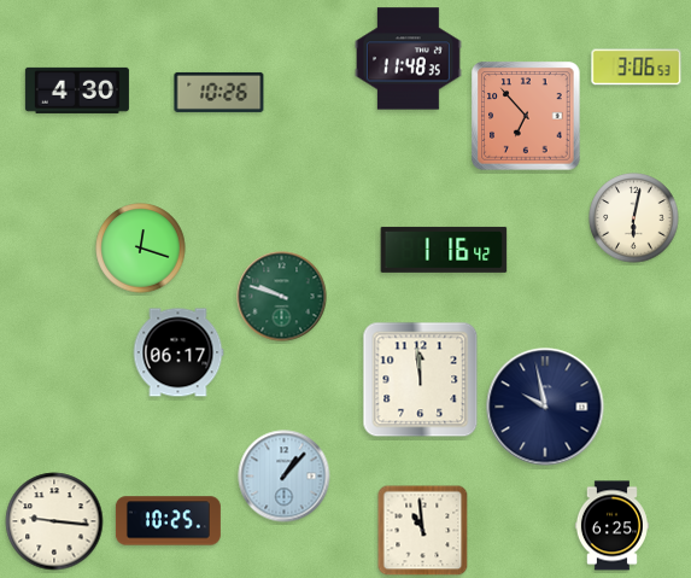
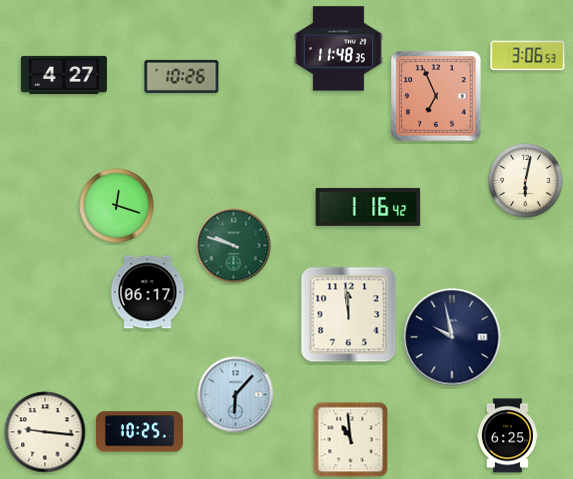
clock at (77, 91): 4:30 -> 4:27
clock at (526, 116): 6:53 -> 6:56
clock at (285, 477): 1:07 -> 6:07
